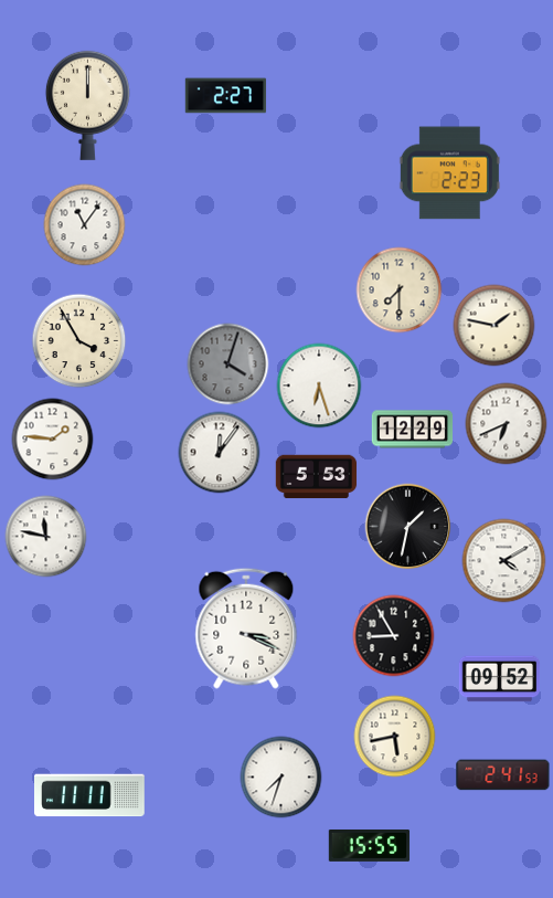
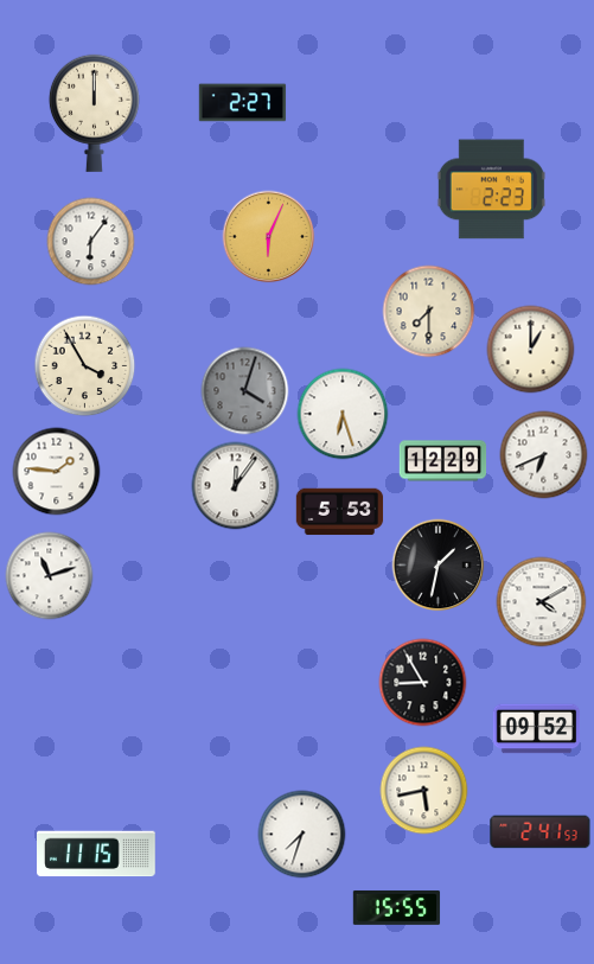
clock at (449, 173) position: (449, 173) -> (491, 190)
clock at (269, 237): none -> 6:04
clock at (85, 225): 11:06 -> 6:06
clock at (494, 326): 1:47 -> 1:00
clock at (46, 537): 11:47 -> 11:12
clock at (246, 628): 3:19 -> none
clock at (89, 795): 11:11 -> 11:15
